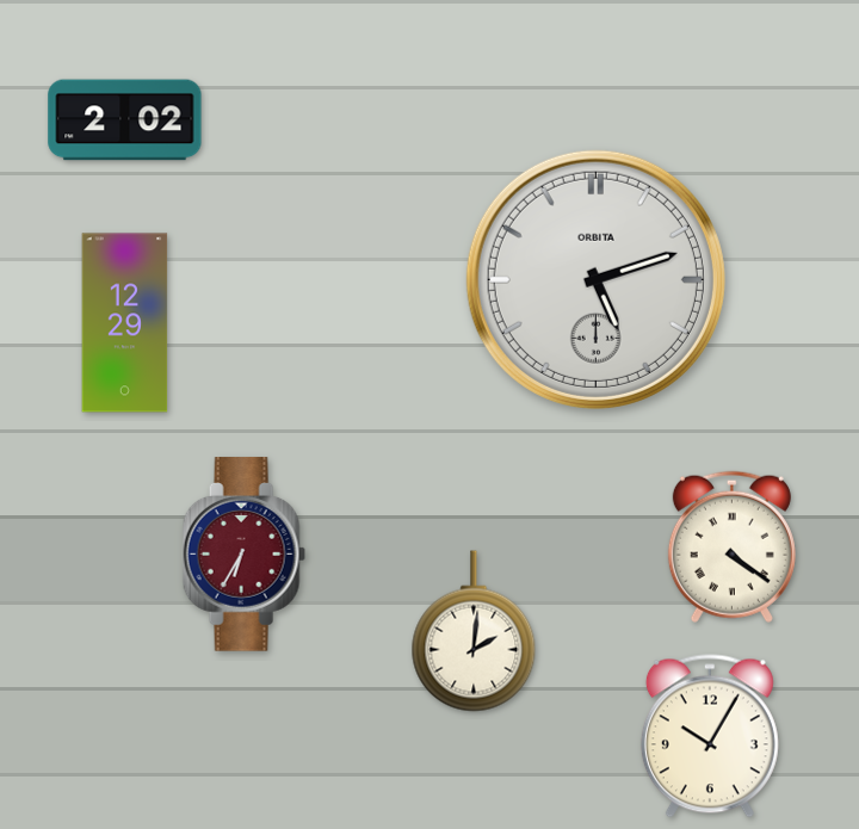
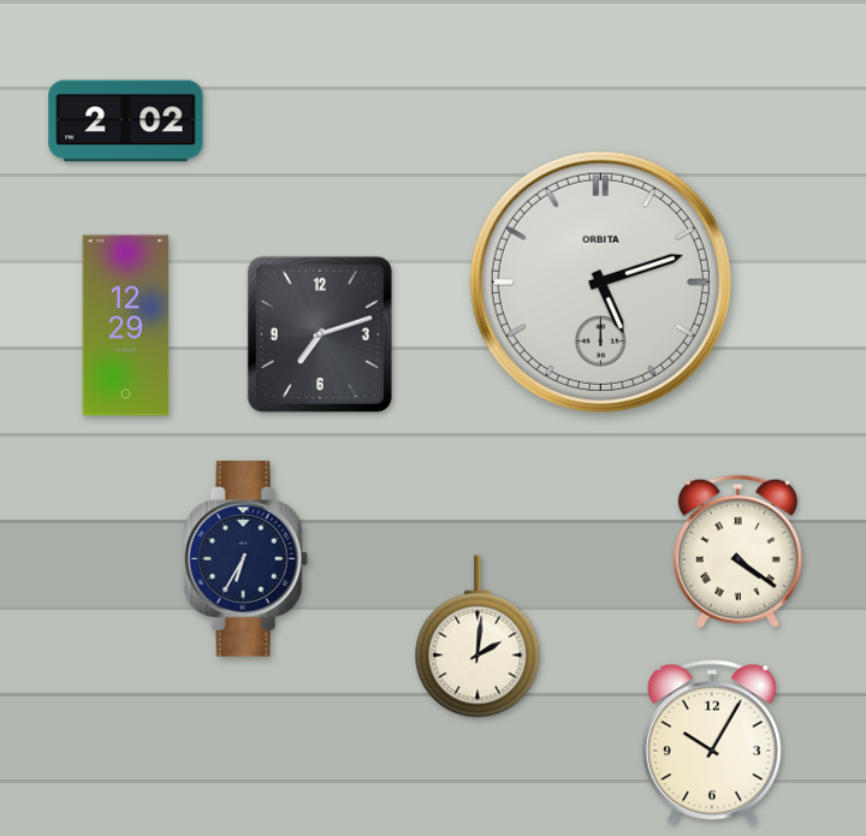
clock at (320, 334): none -> 7:12
clock at (243, 555) dial: burgundy -> navy
clock at (710, 736) position: (710, 736) -> (712, 742)
